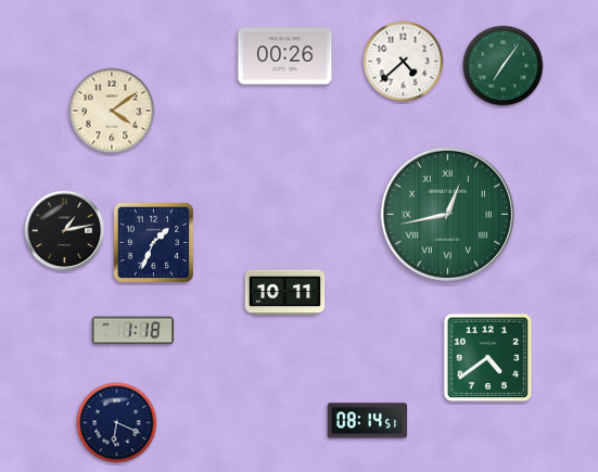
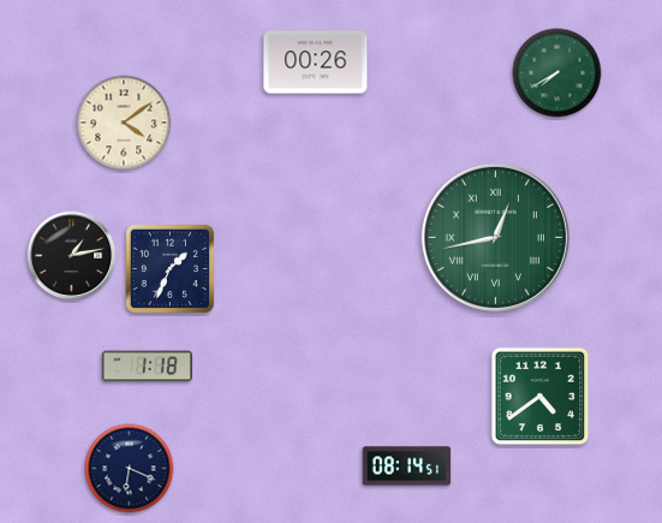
clock at (404, 62): 4:38 -> none
clock at (504, 66): 7:06 -> 7:40
clock at (285, 293): 10:11 -> none
